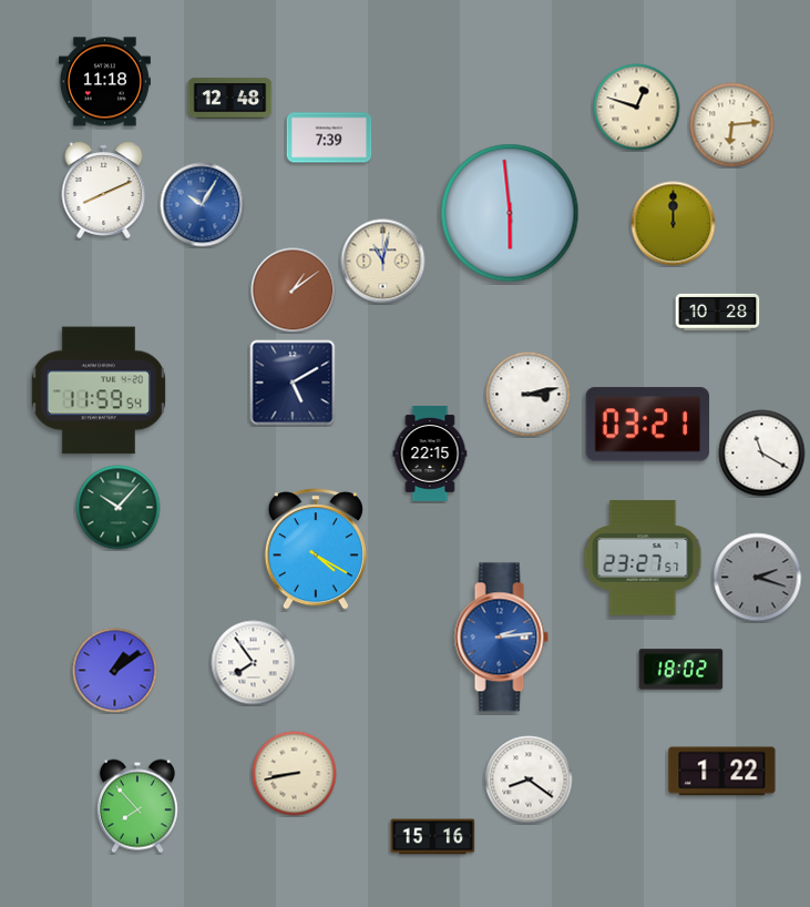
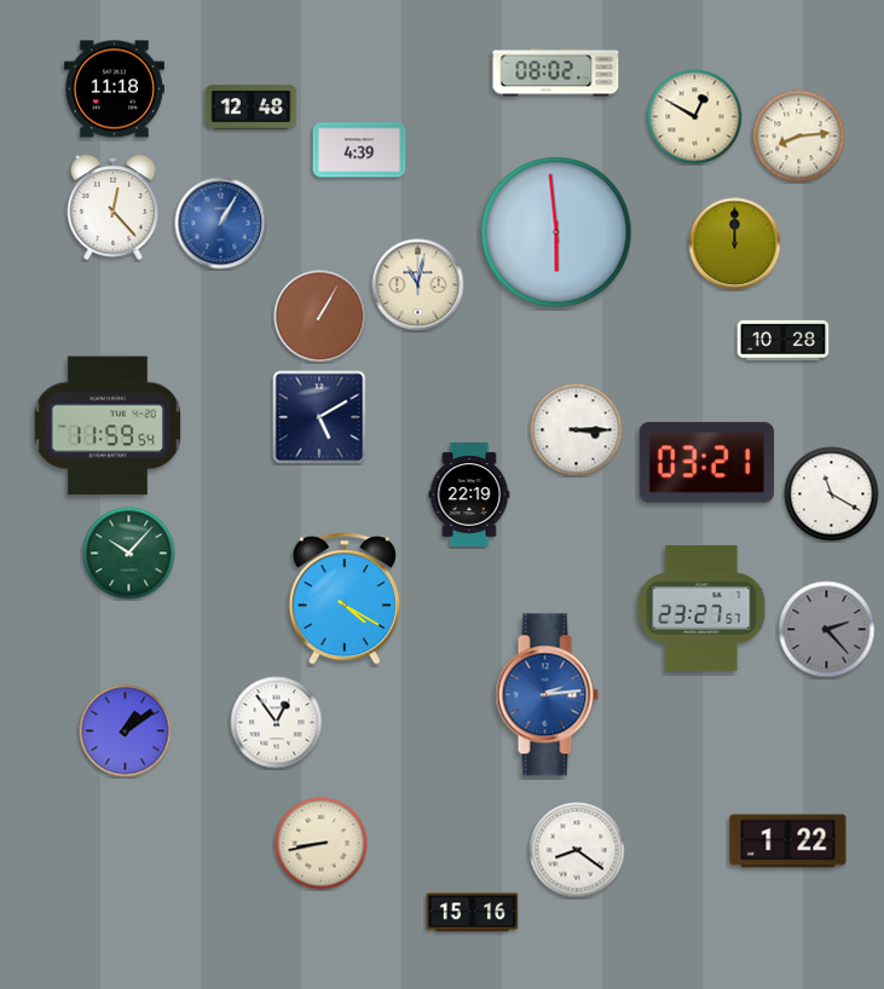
clock at (556, 73): none -> 08:02
clock at (637, 108): 12:48 -> 12:50
clock at (732, 125): 6:14 -> 8:14
clock at (329, 137): 7:39 -> 4:39
clock at (104, 190): 8:11 -> 12:23
clock at (203, 205): 10:05 -> 1:05
clock at (294, 291): 1:09 -> 1:05
clock at (529, 395): 3:13 -> 3:15
clock at (430, 455): 22:15 -> 22:19
clock at (758, 578): 2:18 -> 2:23
clock at (254, 663): 7:54 -> 12:54
clock at (681, 670): 18:02 -> none
clock at (137, 806): 7:53 -> none
